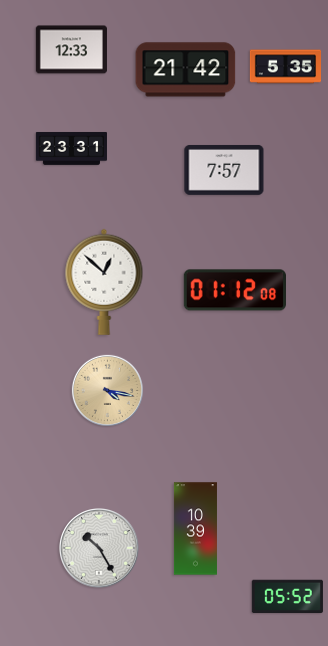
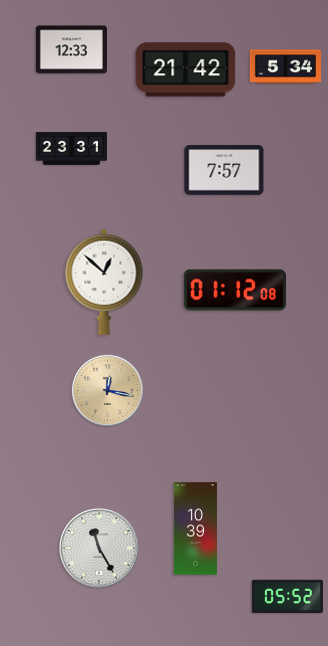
clock at (285, 67): 5:35 -> 5:34
clock at (107, 390): 4:17 -> 12:17
clock at (100, 549): 10:25 -> 11:25
